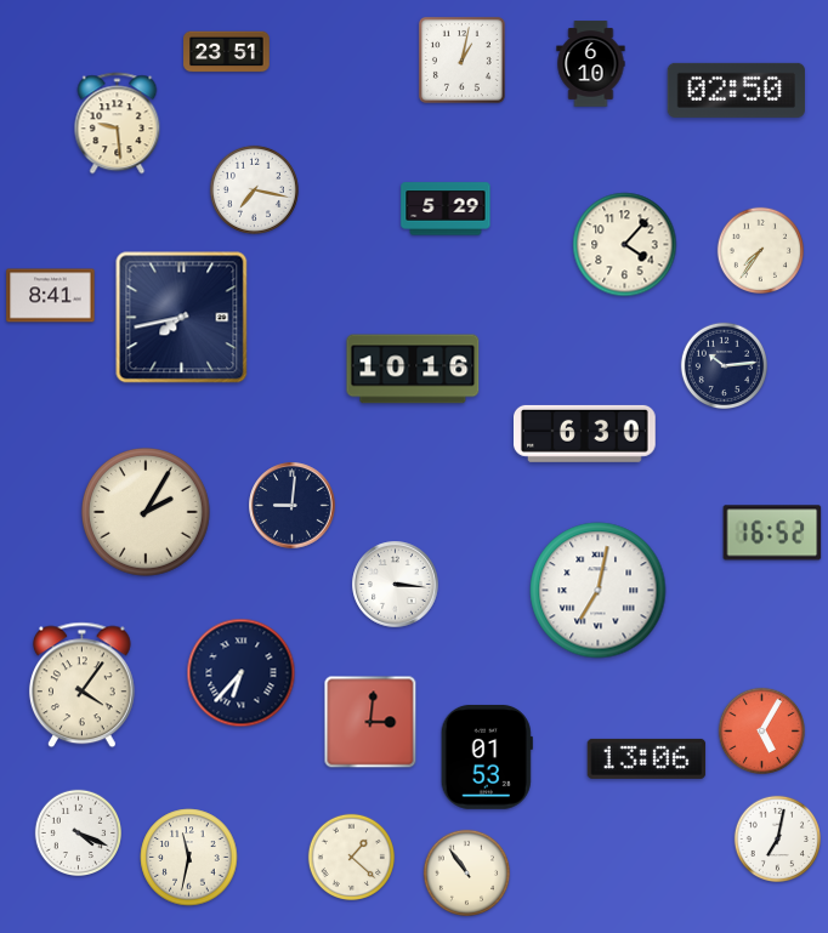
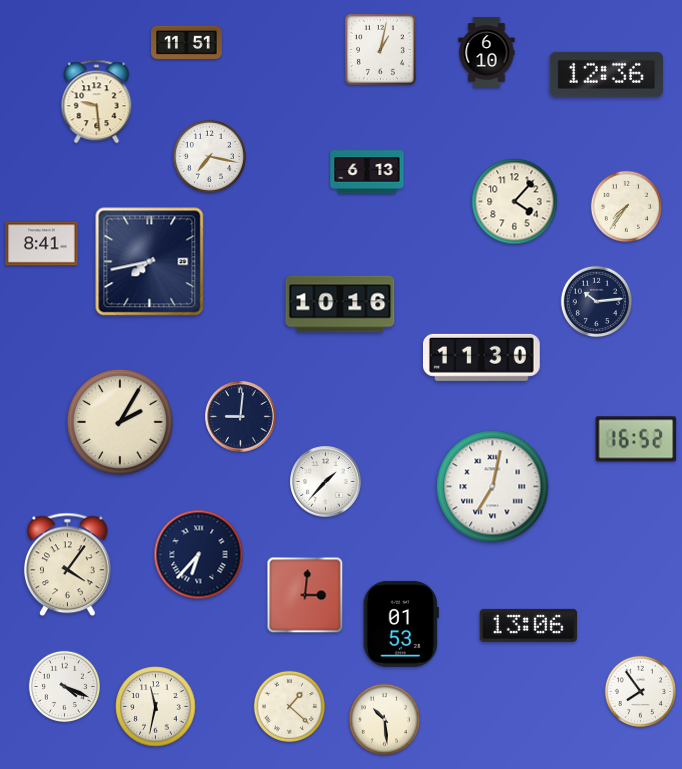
clock at (227, 52): 23:51 -> 11:51
clock at (736, 90): 02:50 -> 12:36
clock at (446, 209): 5:29 -> 6:13
clock at (585, 433): 6:30 -> 11:30
clock at (396, 585): 3:16 -> 1:37
clock at (761, 730): 5:05 -> none
clock at (647, 758) position: (647, 758) -> (529, 625)
clock at (777, 838): 7:02 -> 7:54
clock at (466, 872): 10:54 -> 10:29
